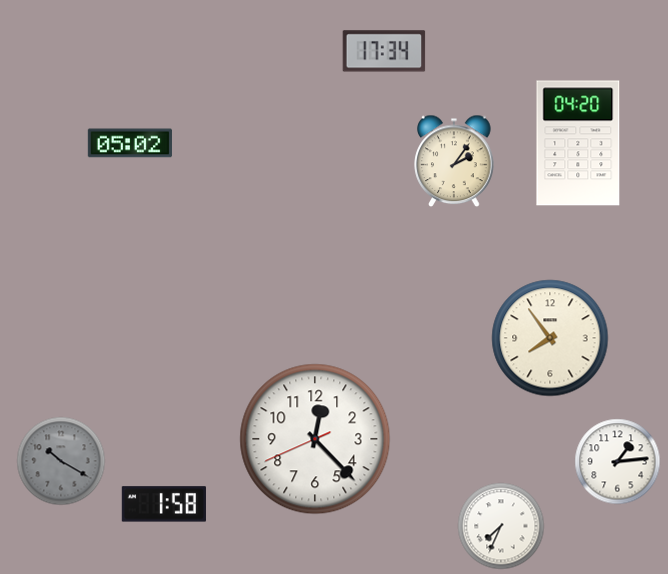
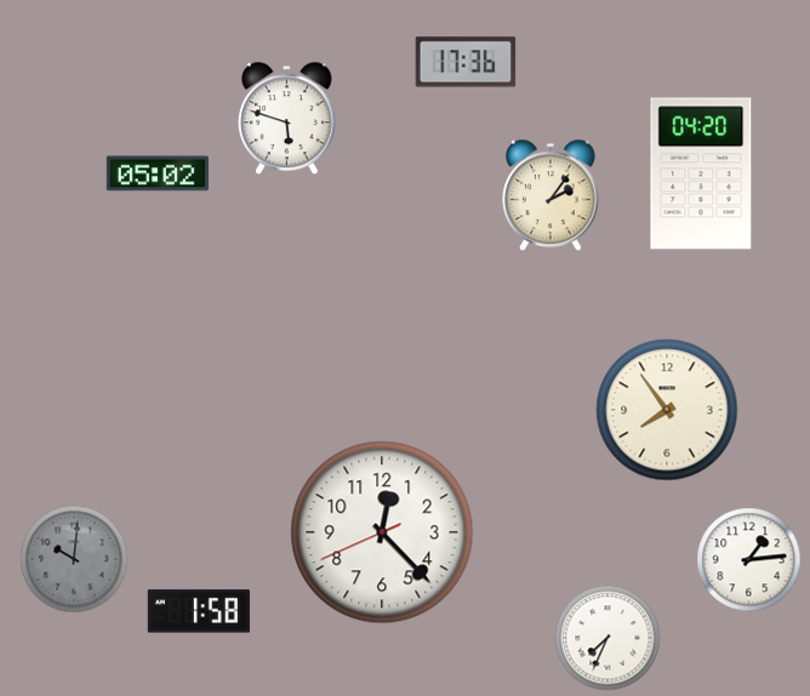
clock at (384, 51): 17:34 -> 17:36
clock at (287, 119): none -> 5:48
clock at (61, 461): 10:20 -> 10:01
